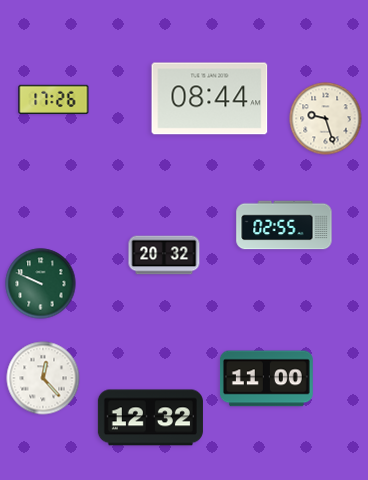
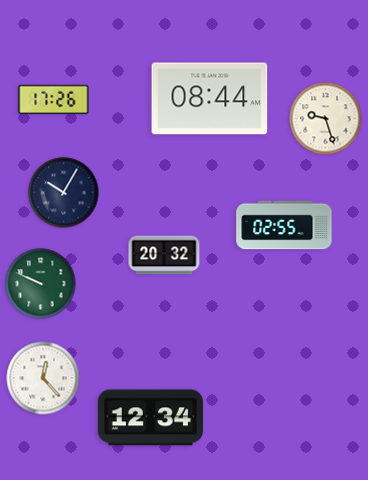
clock at (64, 193): none -> 10:05
clock at (266, 379): 11:00 -> none
clock at (150, 418): 12:32 -> 12:34
